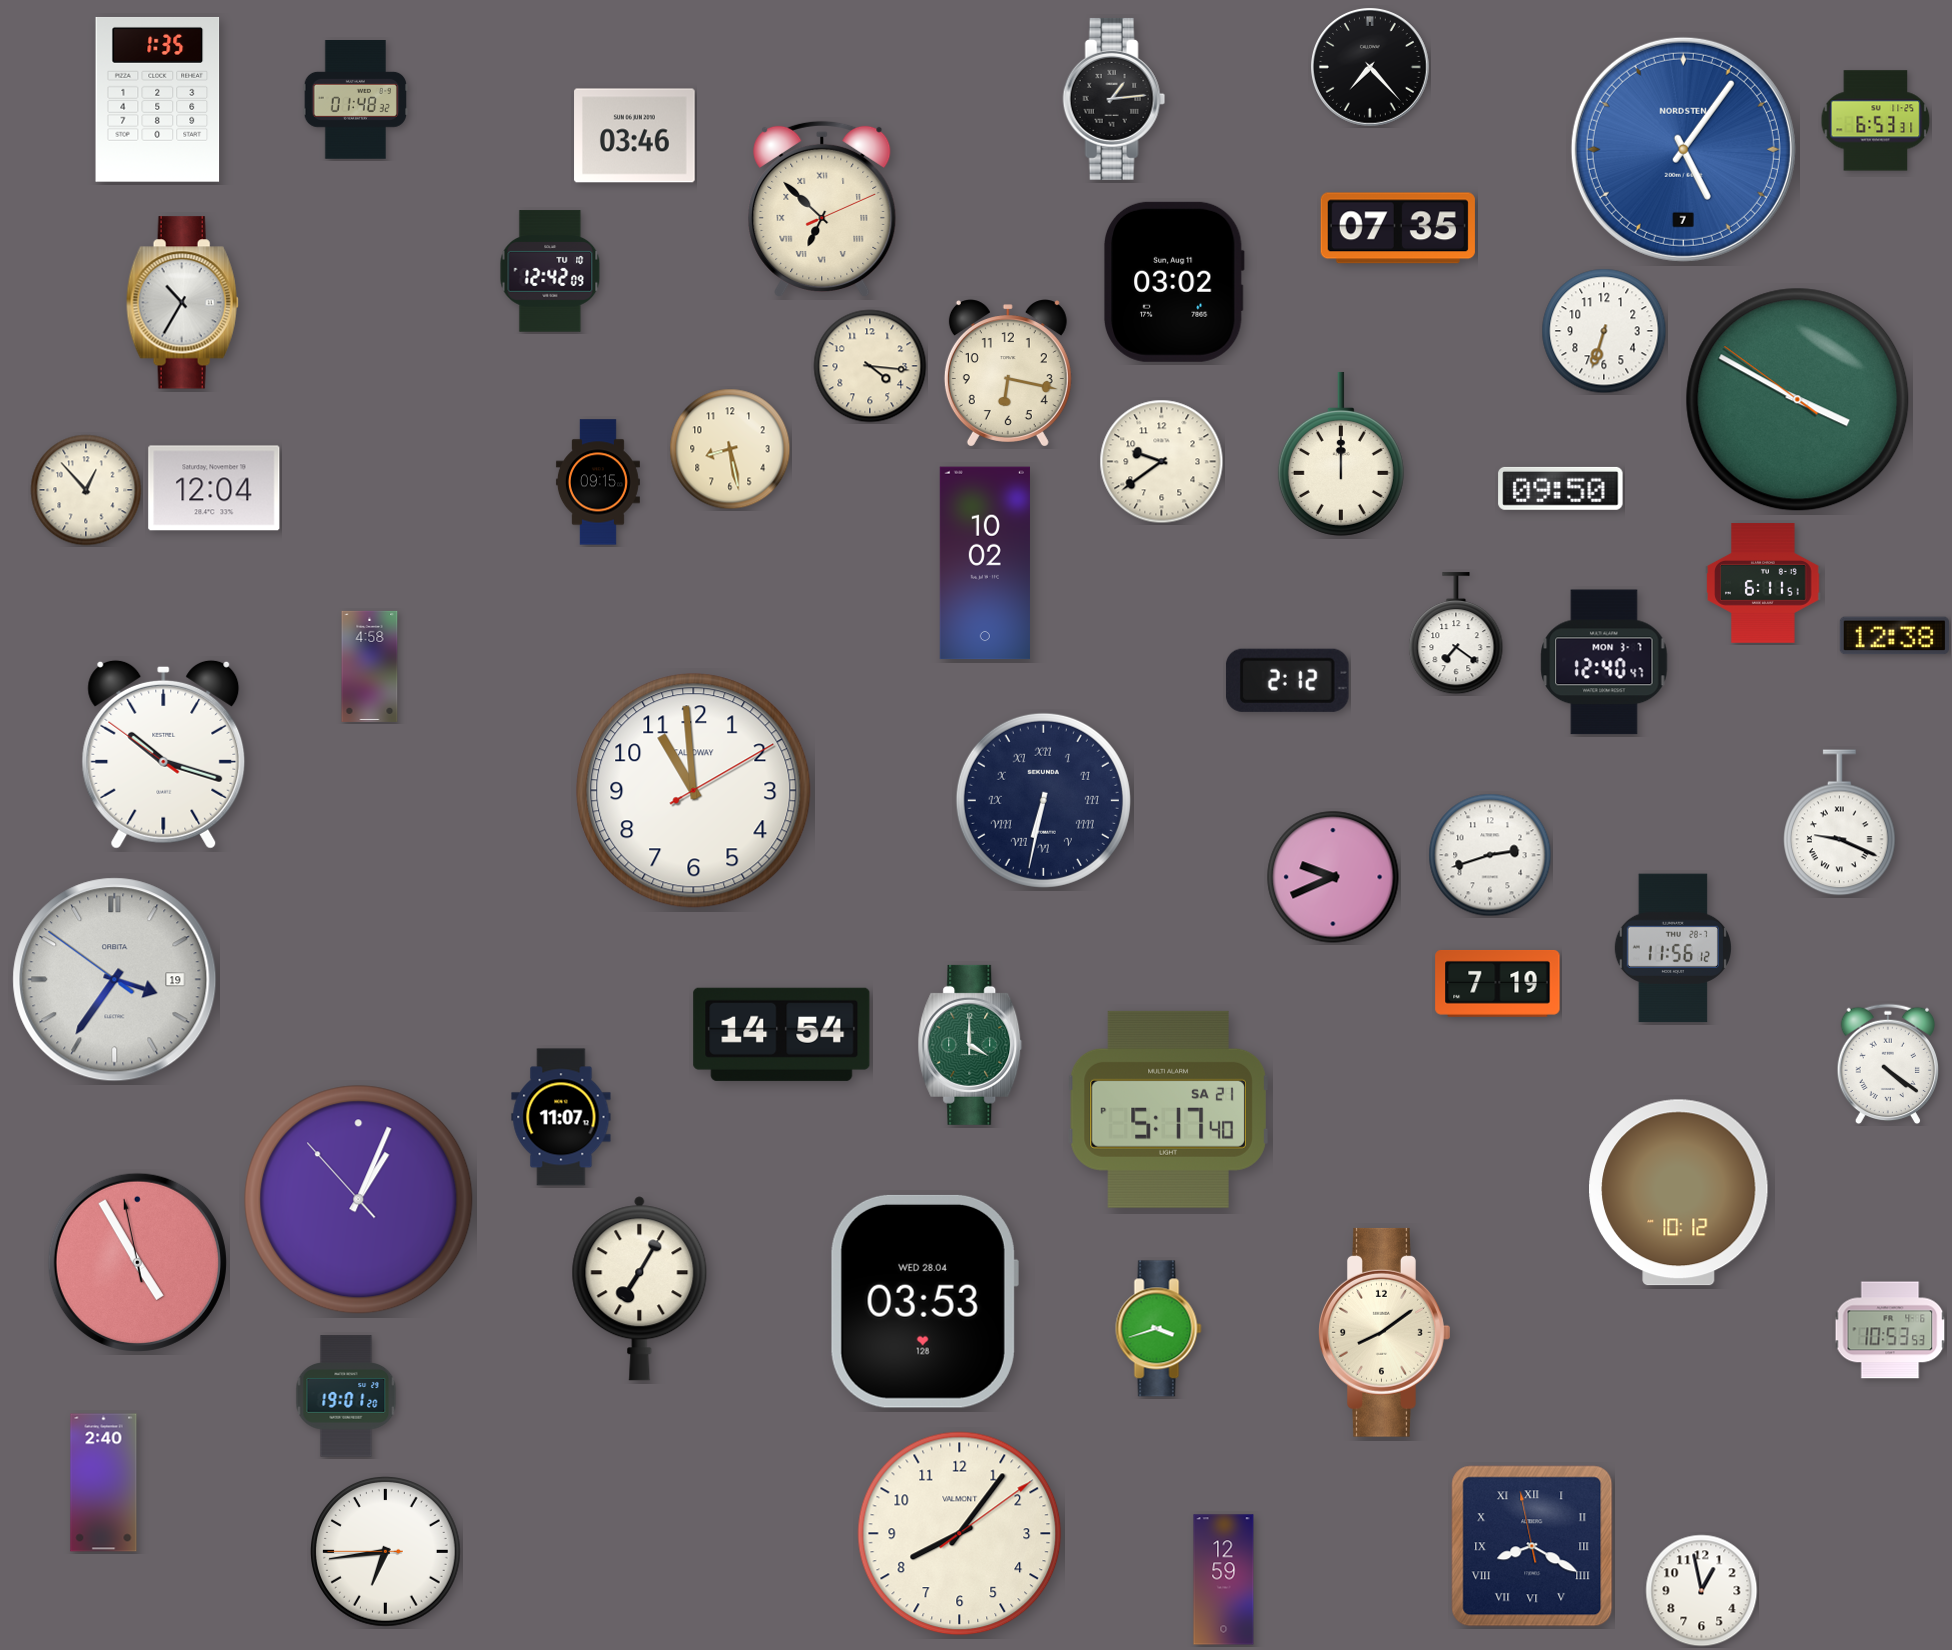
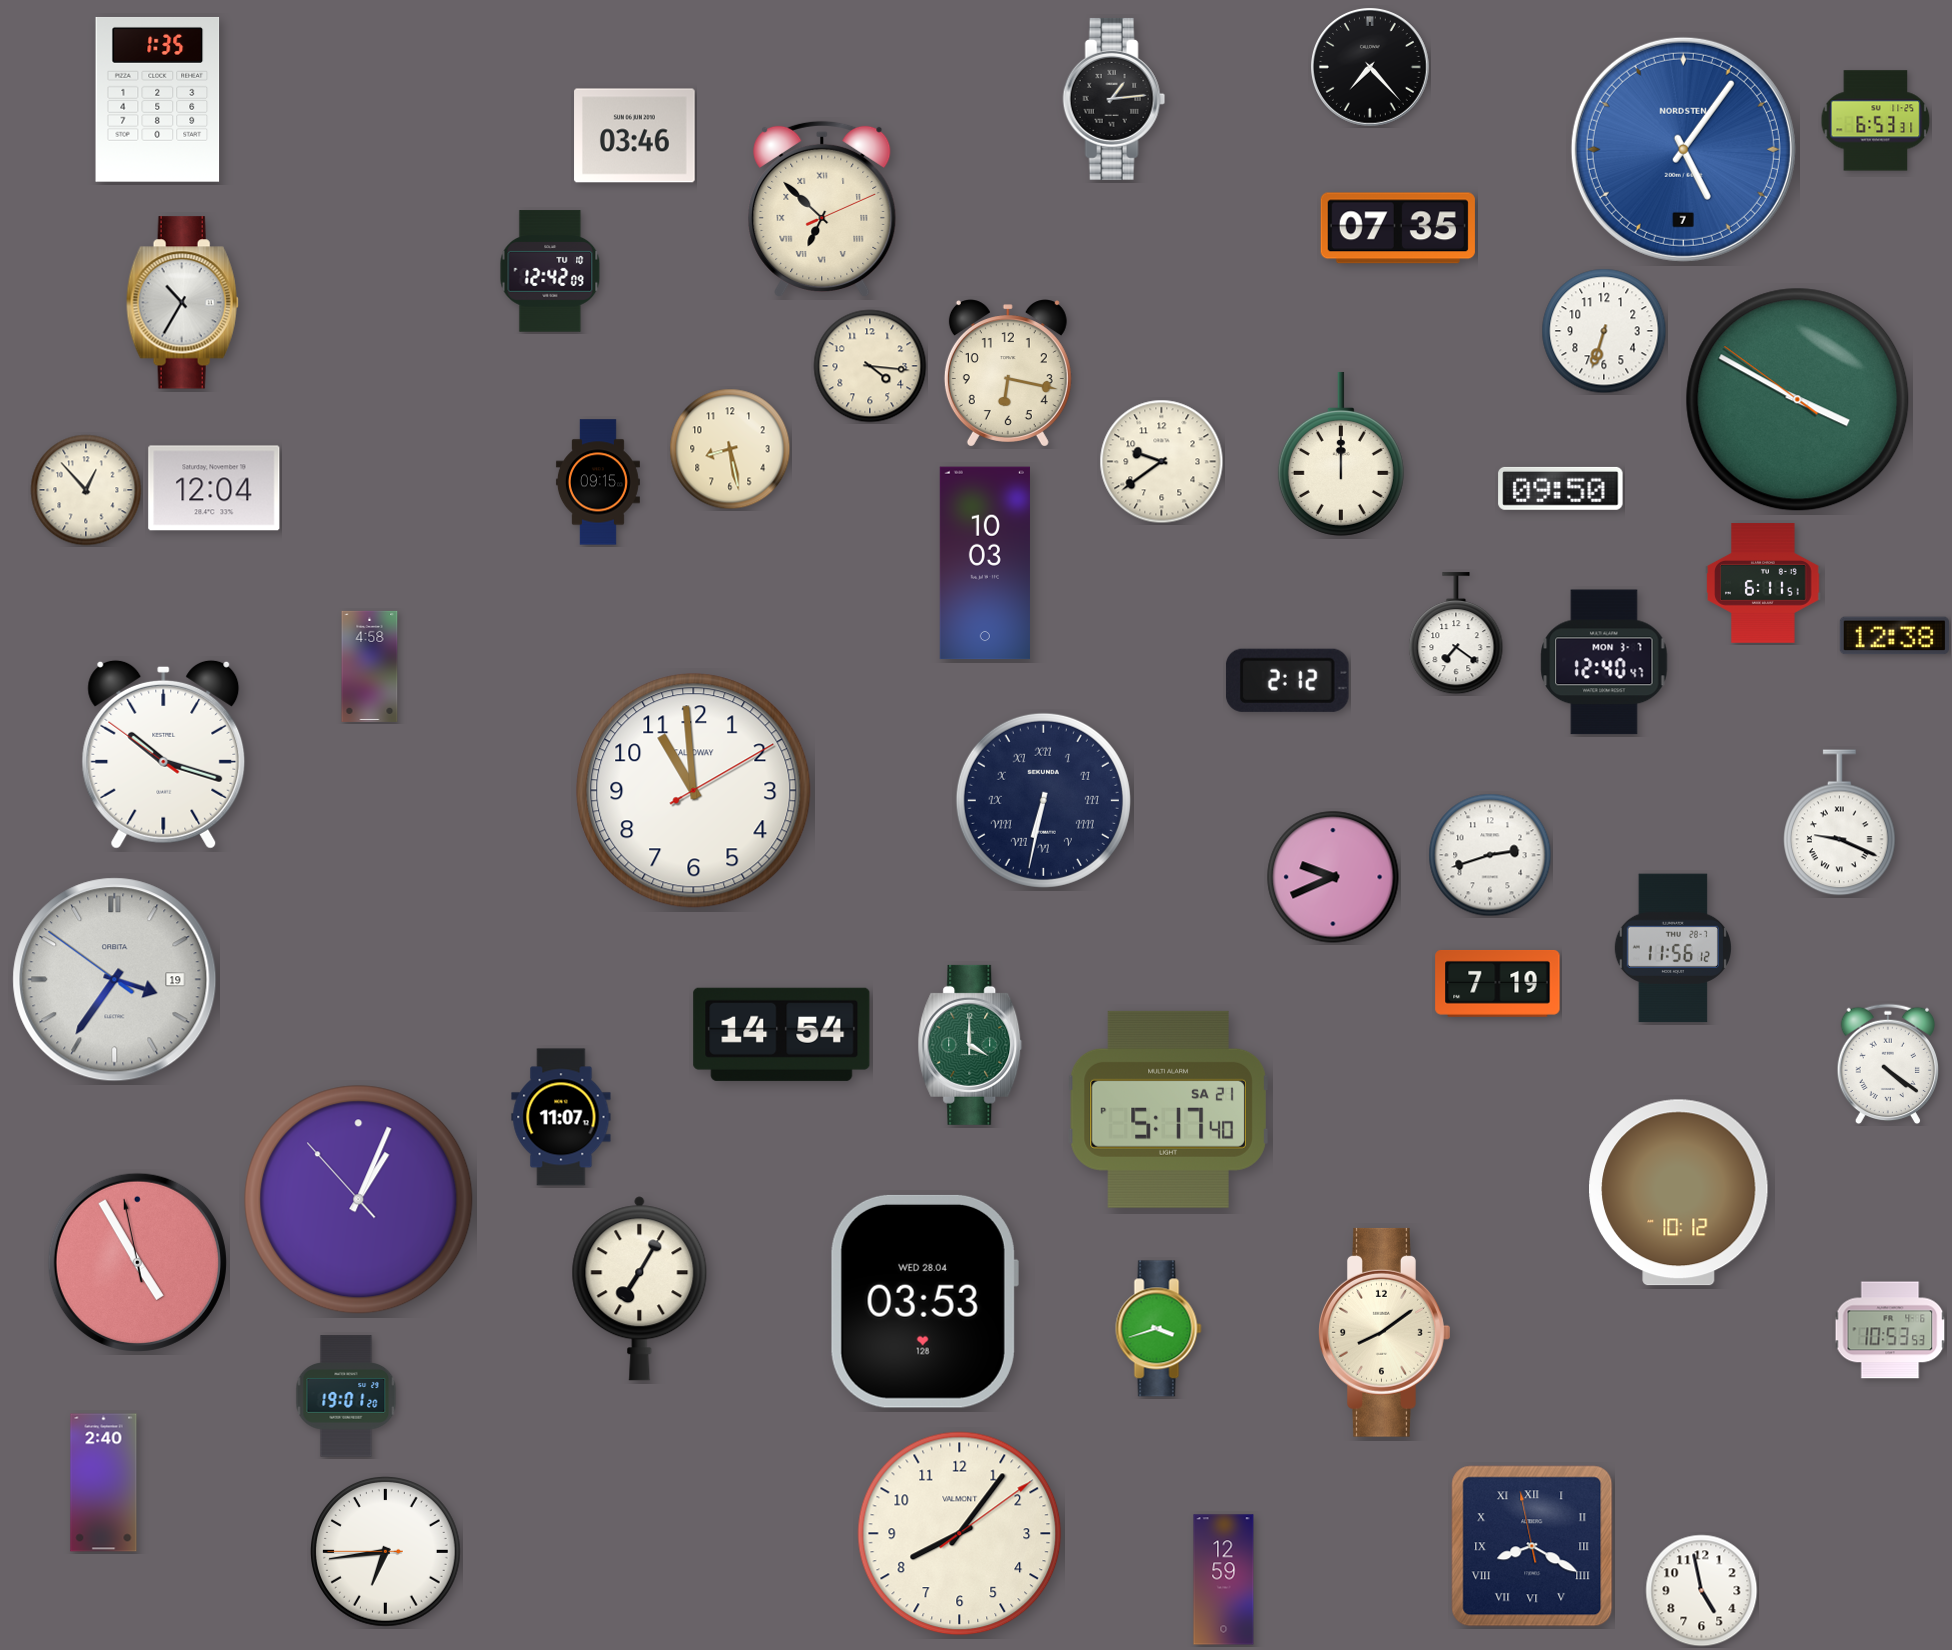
clock at (355, 100): 01:48 -> none
clock at (1174, 282): 03:02 -> none
clock at (985, 563): 10:02 -> 10:03
clock at (1702, 1591): 12:58 -> 4:58
